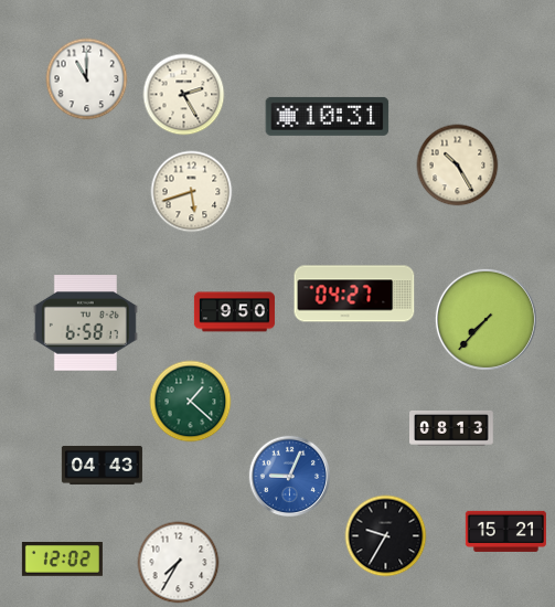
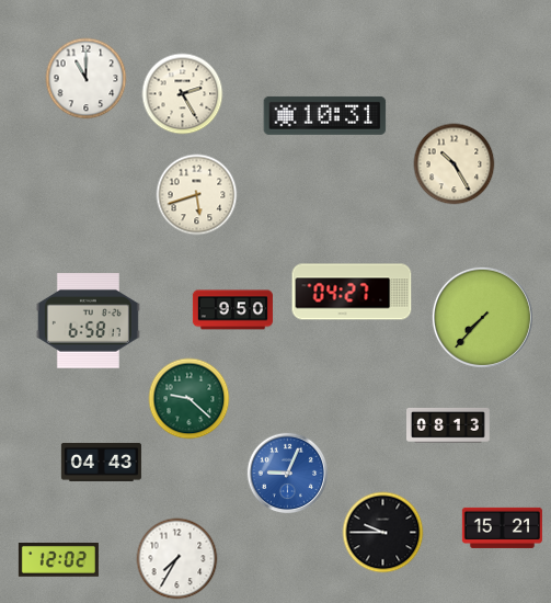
clock at (192, 192) position: (192, 192) -> (197, 195)
clock at (85, 323) position: (85, 323) -> (88, 321)
clock at (191, 402): 1:22 -> 9:22
clock at (386, 536): 9:35 -> 9:45
clock at (62, 560) position: (62, 560) -> (58, 560)
